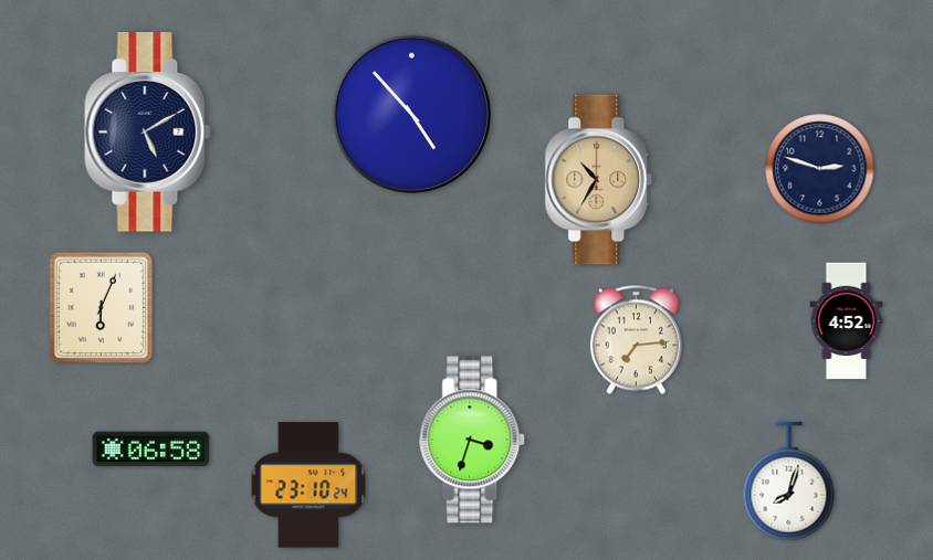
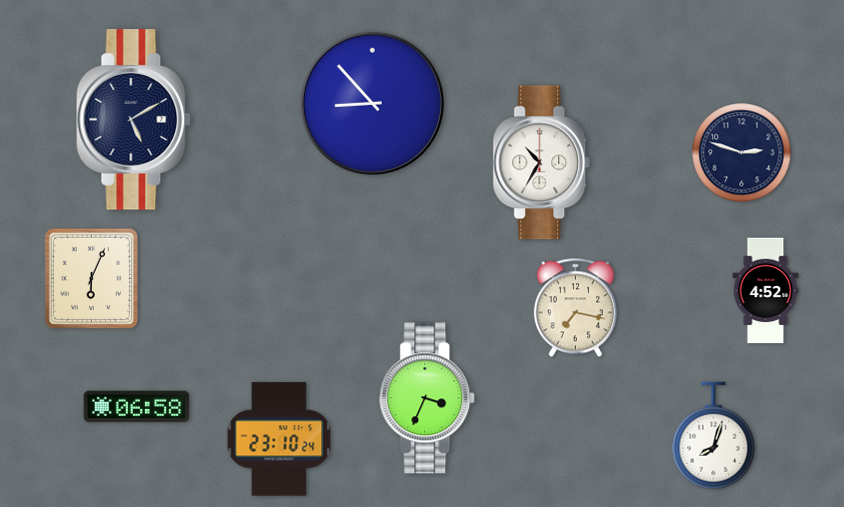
clock at (411, 114): 4:53 -> 8:53
clock at (599, 180) dial: champagne -> white
clock at (636, 340): 7:14 -> 7:17
clock at (473, 440): 3:33 -> 3:34
